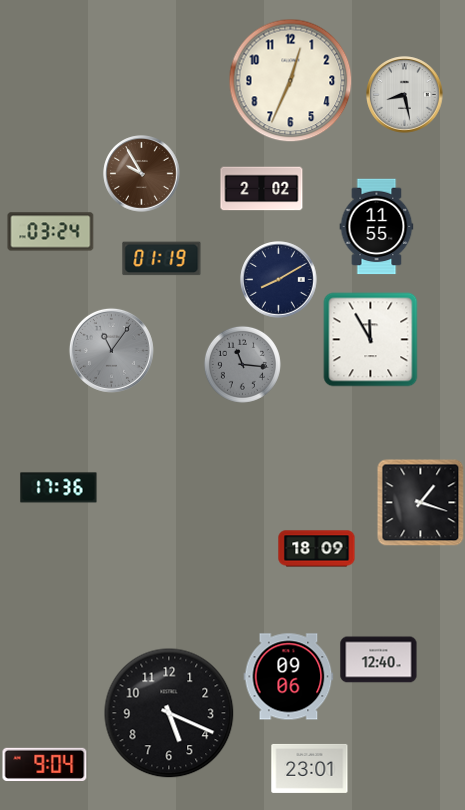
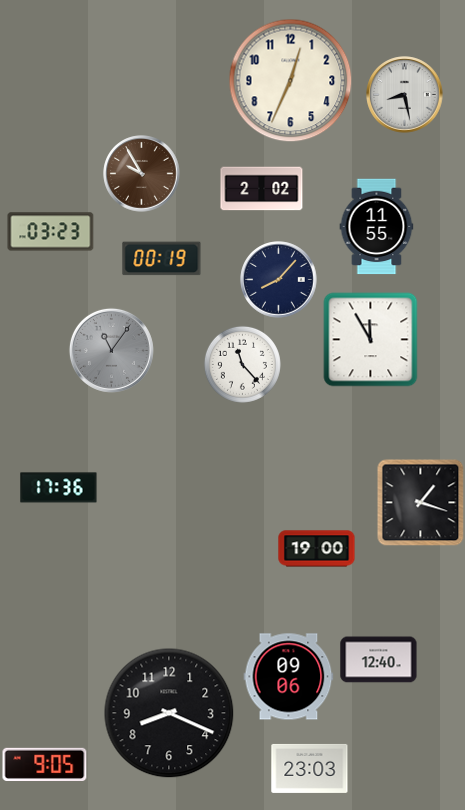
clock at (51, 232): 03:24 -> 03:23
clock at (162, 259): 01:19 -> 00:19
clock at (279, 280): 8:10 -> 8:07
clock at (242, 364): 11:16 -> 11:23
clock at (242, 364) dial: grey -> white
clock at (317, 549): 18:09 -> 19:00
clock at (169, 713): 5:19 -> 8:19
clock at (45, 764): 9:04 -> 9:05
clock at (310, 768): 23:01 -> 23:03
